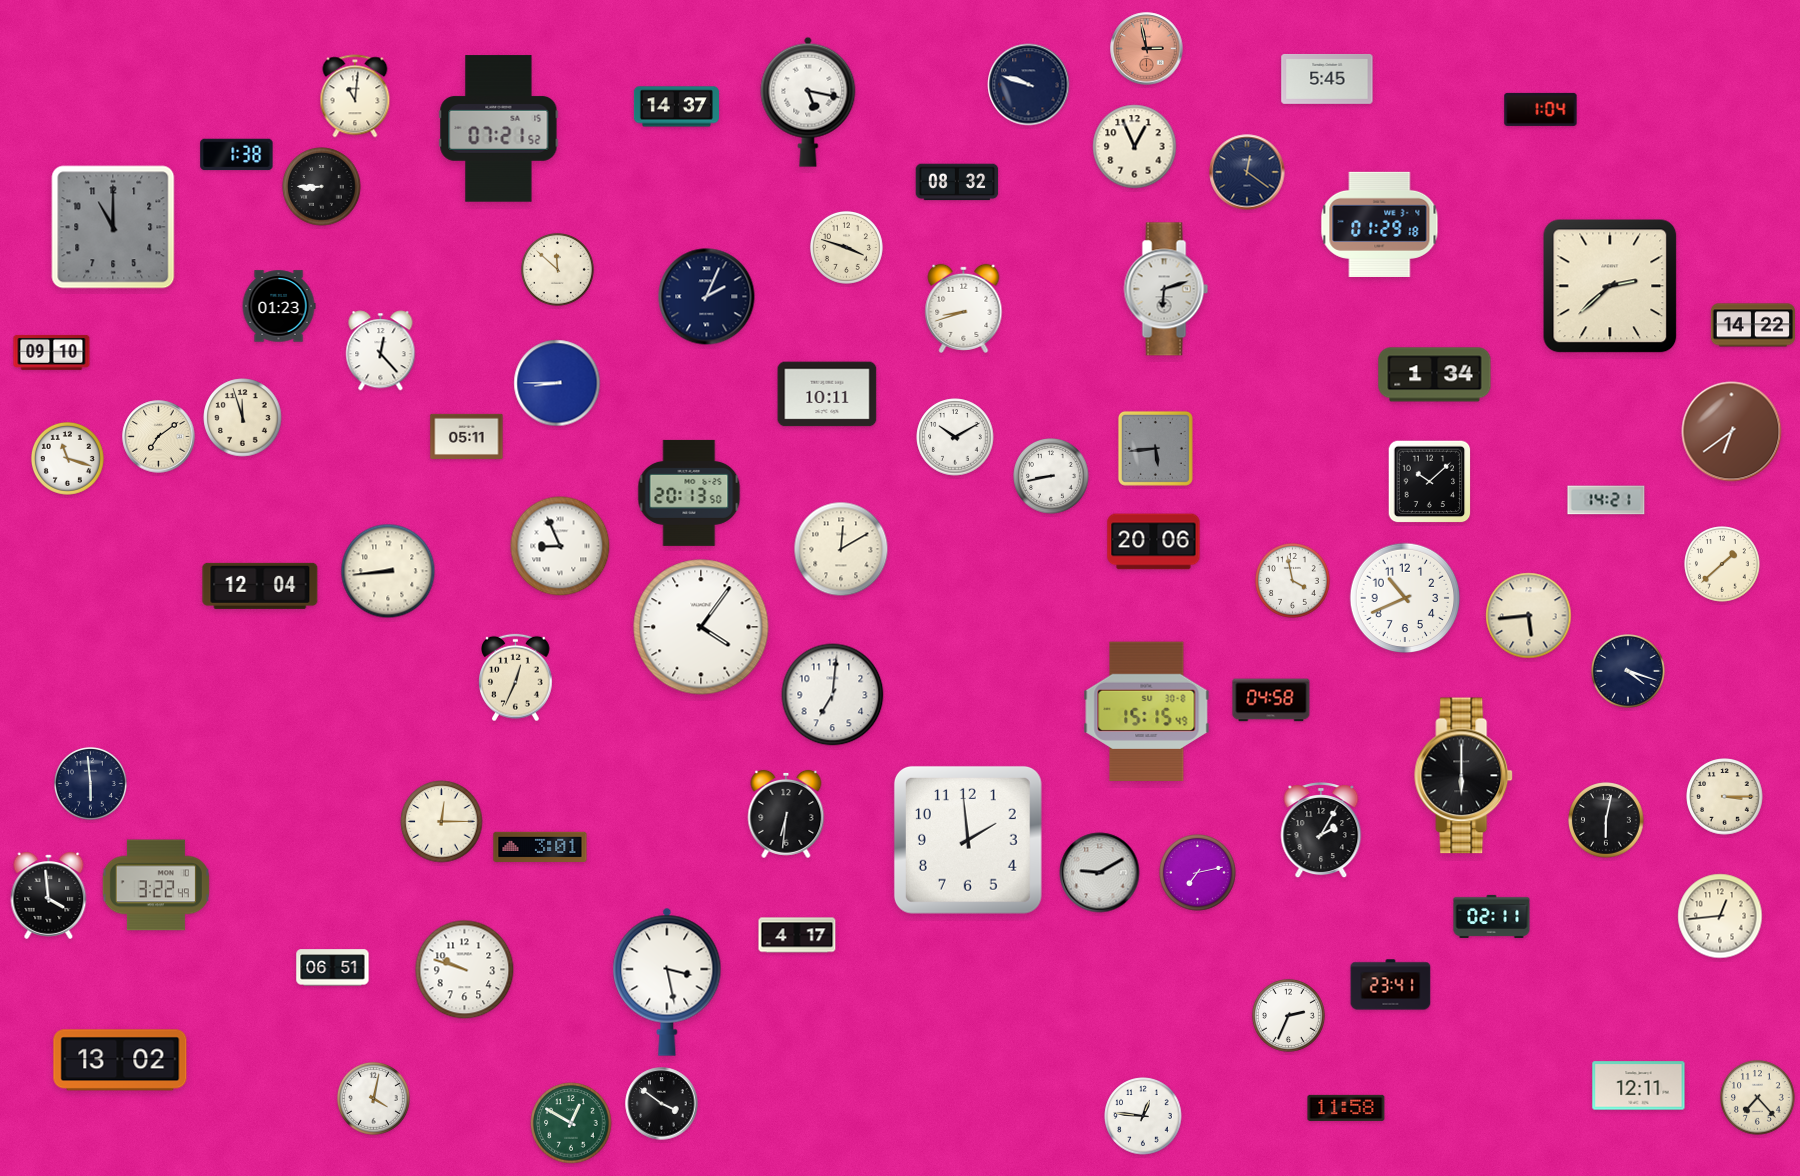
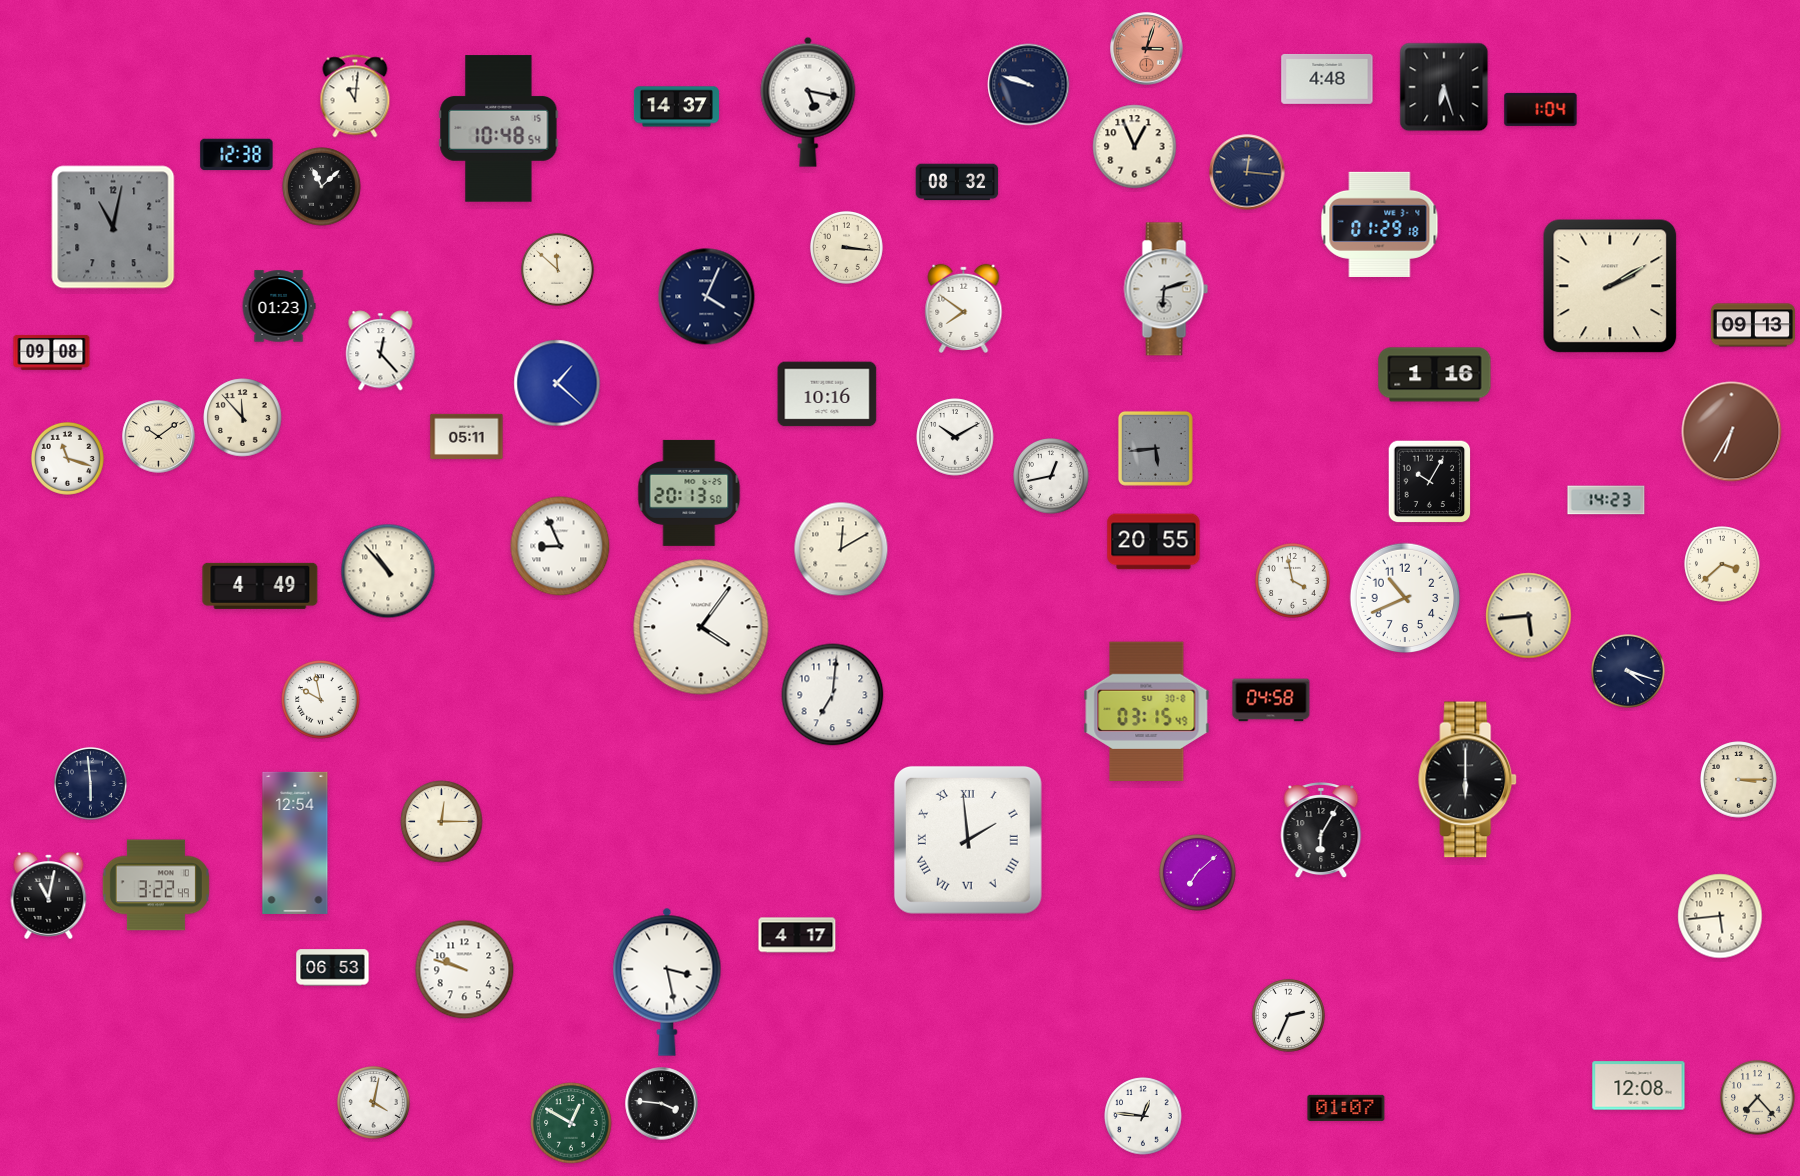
clock at (1147, 49): 2:58 -> 3:03
clock at (1327, 79): 5:45 -> 4:48
clock at (1444, 87): none -> 6:27
clock at (499, 129): 07:21 -> 10:48
clock at (237, 155): 1:38 -> 12:38
clock at (1247, 172): 12:21 -> 12:16
clock at (322, 187): 8:45 -> 11:08
clock at (113, 227): 11:00 -> 11:02
clock at (846, 247): 3:48 -> 3:16
clock at (1610, 286): 2:38 -> 2:10
clock at (707, 297): 2:04 -> 4:04
clock at (964, 308): 8:42 -> 7:51
clock at (1752, 325): 14:22 -> 09:13
clock at (52, 352): 09:10 -> 09:08
clock at (1435, 375): 1:34 -> 1:16
clock at (557, 383): 8:45 -> 1:22
clock at (827, 394): 10:11 -> 10:16
clock at (243, 418): 11:57 -> 11:53
clock at (1732, 432): 6:39 -> 6:35
clock at (159, 437): 7:09 -> 10:09
clock at (1051, 476): 8:43 -> 12:43
clock at (1430, 482): 10:08 -> 10:05
clock at (1606, 500): 14:21 -> 14:23
clock at (1154, 542): 20:06 -> 20:55
clock at (1722, 564): 1:38 -> 3:38
clock at (388, 571): 8:44 -> 10:53
clock at (260, 586): 12:04 -> 4:49
clock at (516, 678): 12:34 -> none
clock at (321, 700): none -> 9:58
clock at (1147, 712): 15:15 -> 03:15
clock at (1464, 776) position: (1464, 776) -> (1468, 780)
clock at (1725, 797) position: (1725, 797) -> (1739, 780)
clock at (786, 814): 6:31 -> none
clock at (1606, 820): 6:02 -> none
clock at (1321, 831): 2:05 -> 6:05
clock at (968, 840) numerals: Arabic -> Roman
clock at (295, 843): none -> 12:54
clock at (540, 846): 3:01 -> none
clock at (1100, 873): 9:10 -> none
clock at (1198, 873): 7:13 -> 7:08
clock at (49, 895): 3:59 -> 11:02
clock at (1492, 916): 02:11 -> none
clock at (1720, 916): 12:44 -> 5:44
clock at (333, 968): 06:51 -> 06:53
clock at (1391, 985): 23:41 -> none
clock at (120, 1060): 13:02 -> none
clock at (1639, 1086): 12:11 -> 12:08
clock at (373, 1098) position: (373, 1098) -> (373, 1102)
clock at (662, 1104): 3:51 -> 3:46
clock at (1346, 1108): 11:58 -> 01:07
